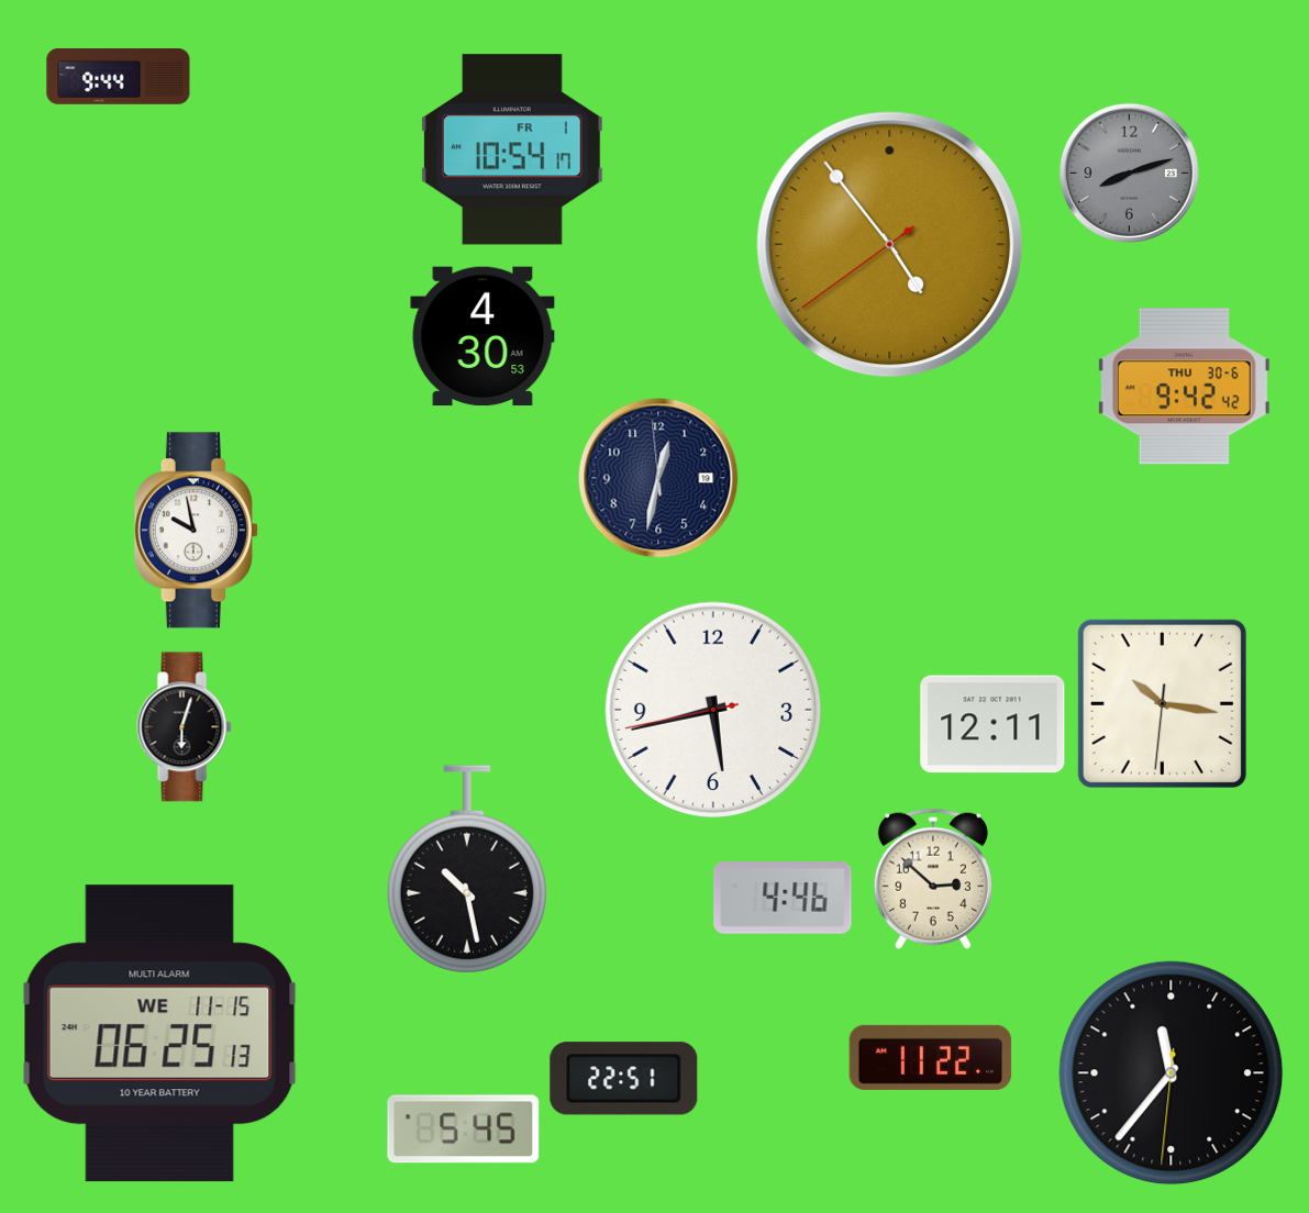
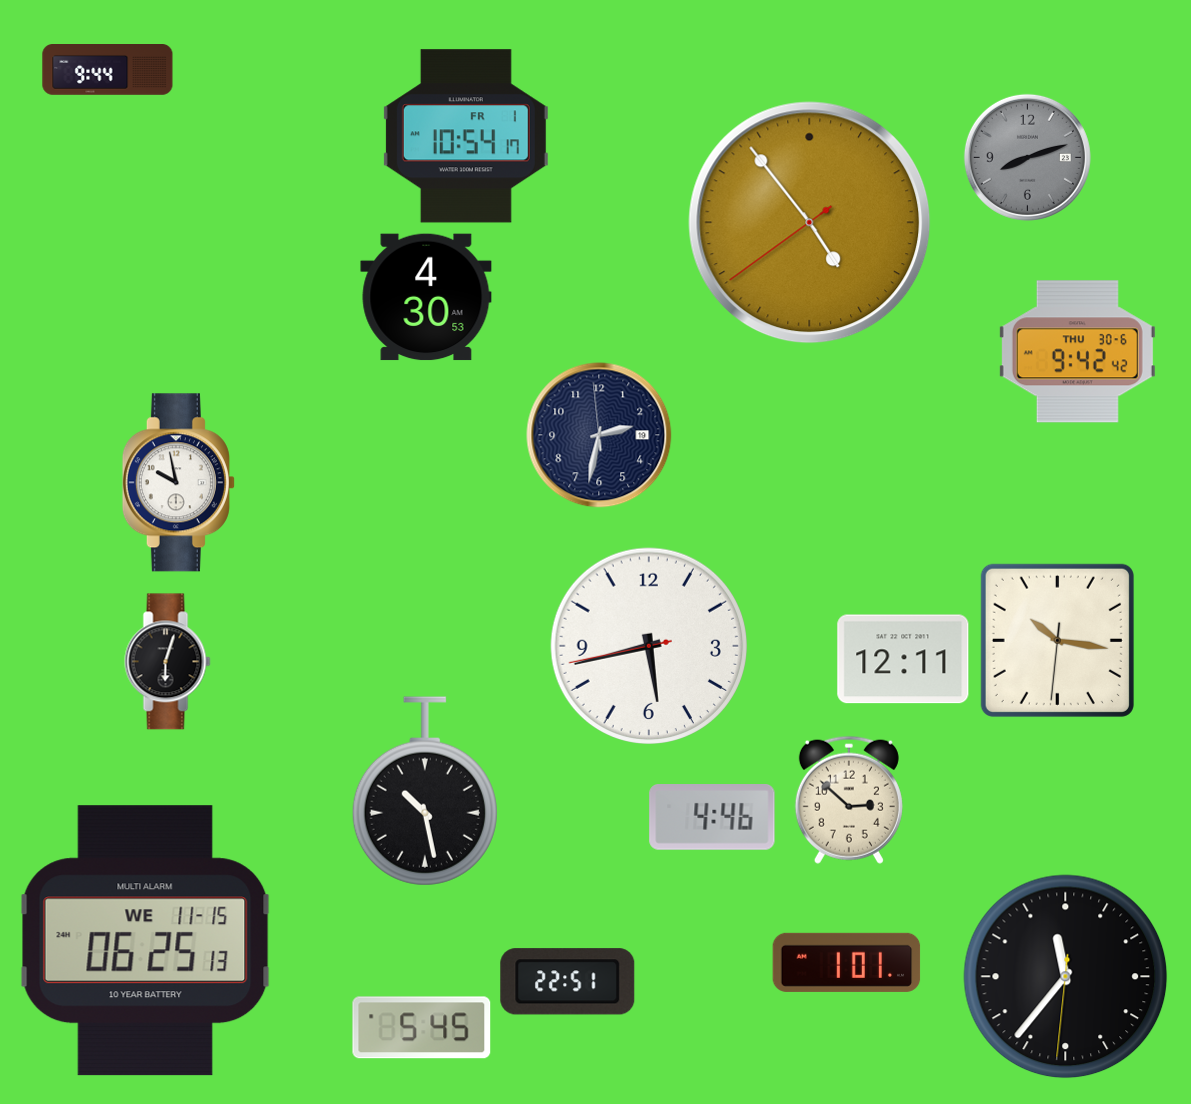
clock at (482, 336) position: (482, 336) -> (426, 297)
clock at (658, 478): 12:31 -> 2:31
clock at (931, 1057): 11:22 -> 1:01
